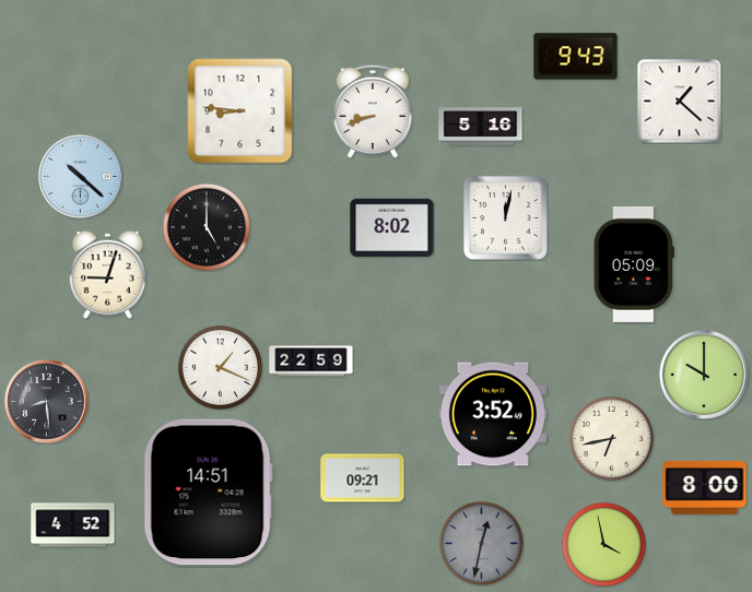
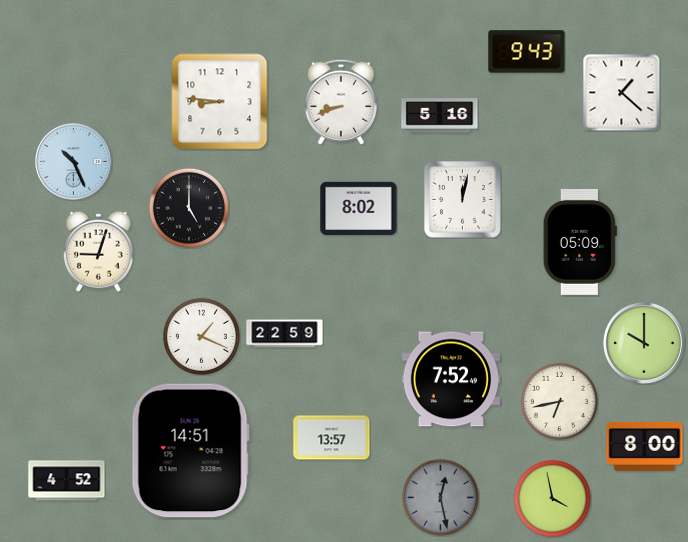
clock at (81, 177): 10:22 -> 10:26
clock at (312, 362) position: (312, 362) -> (285, 334)
clock at (47, 402): 8:29 -> none
clock at (492, 414): 3:52 -> 7:52
clock at (363, 478): 09:21 -> 13:57
clock at (481, 543): 12:32 -> 12:28
